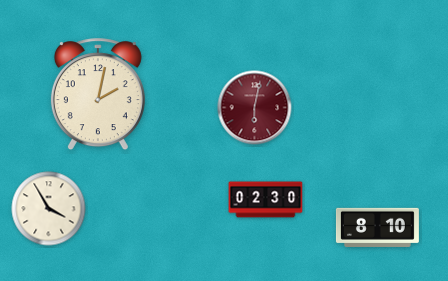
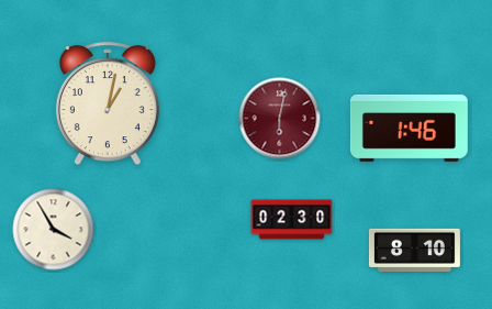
clock at (98, 95): 2:02 -> 1:02
clock at (409, 128): none -> 1:46
